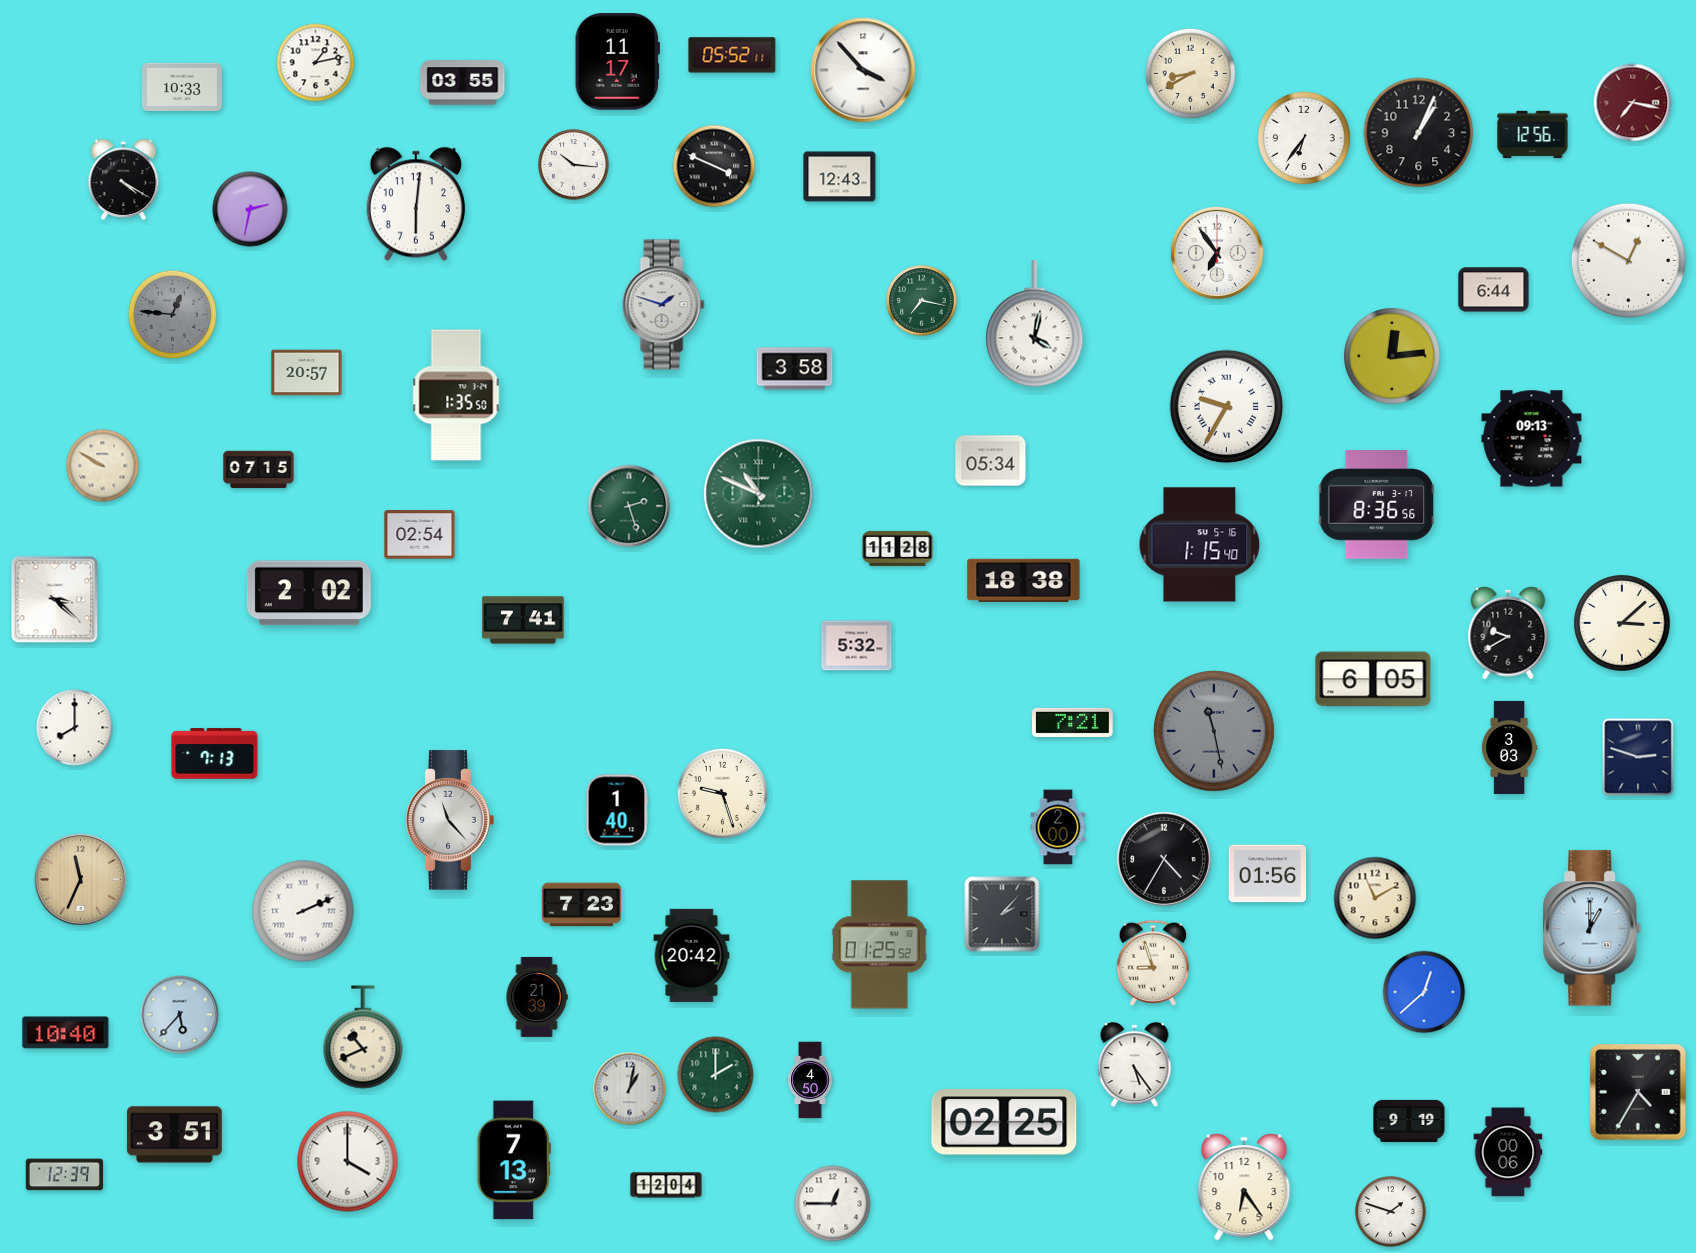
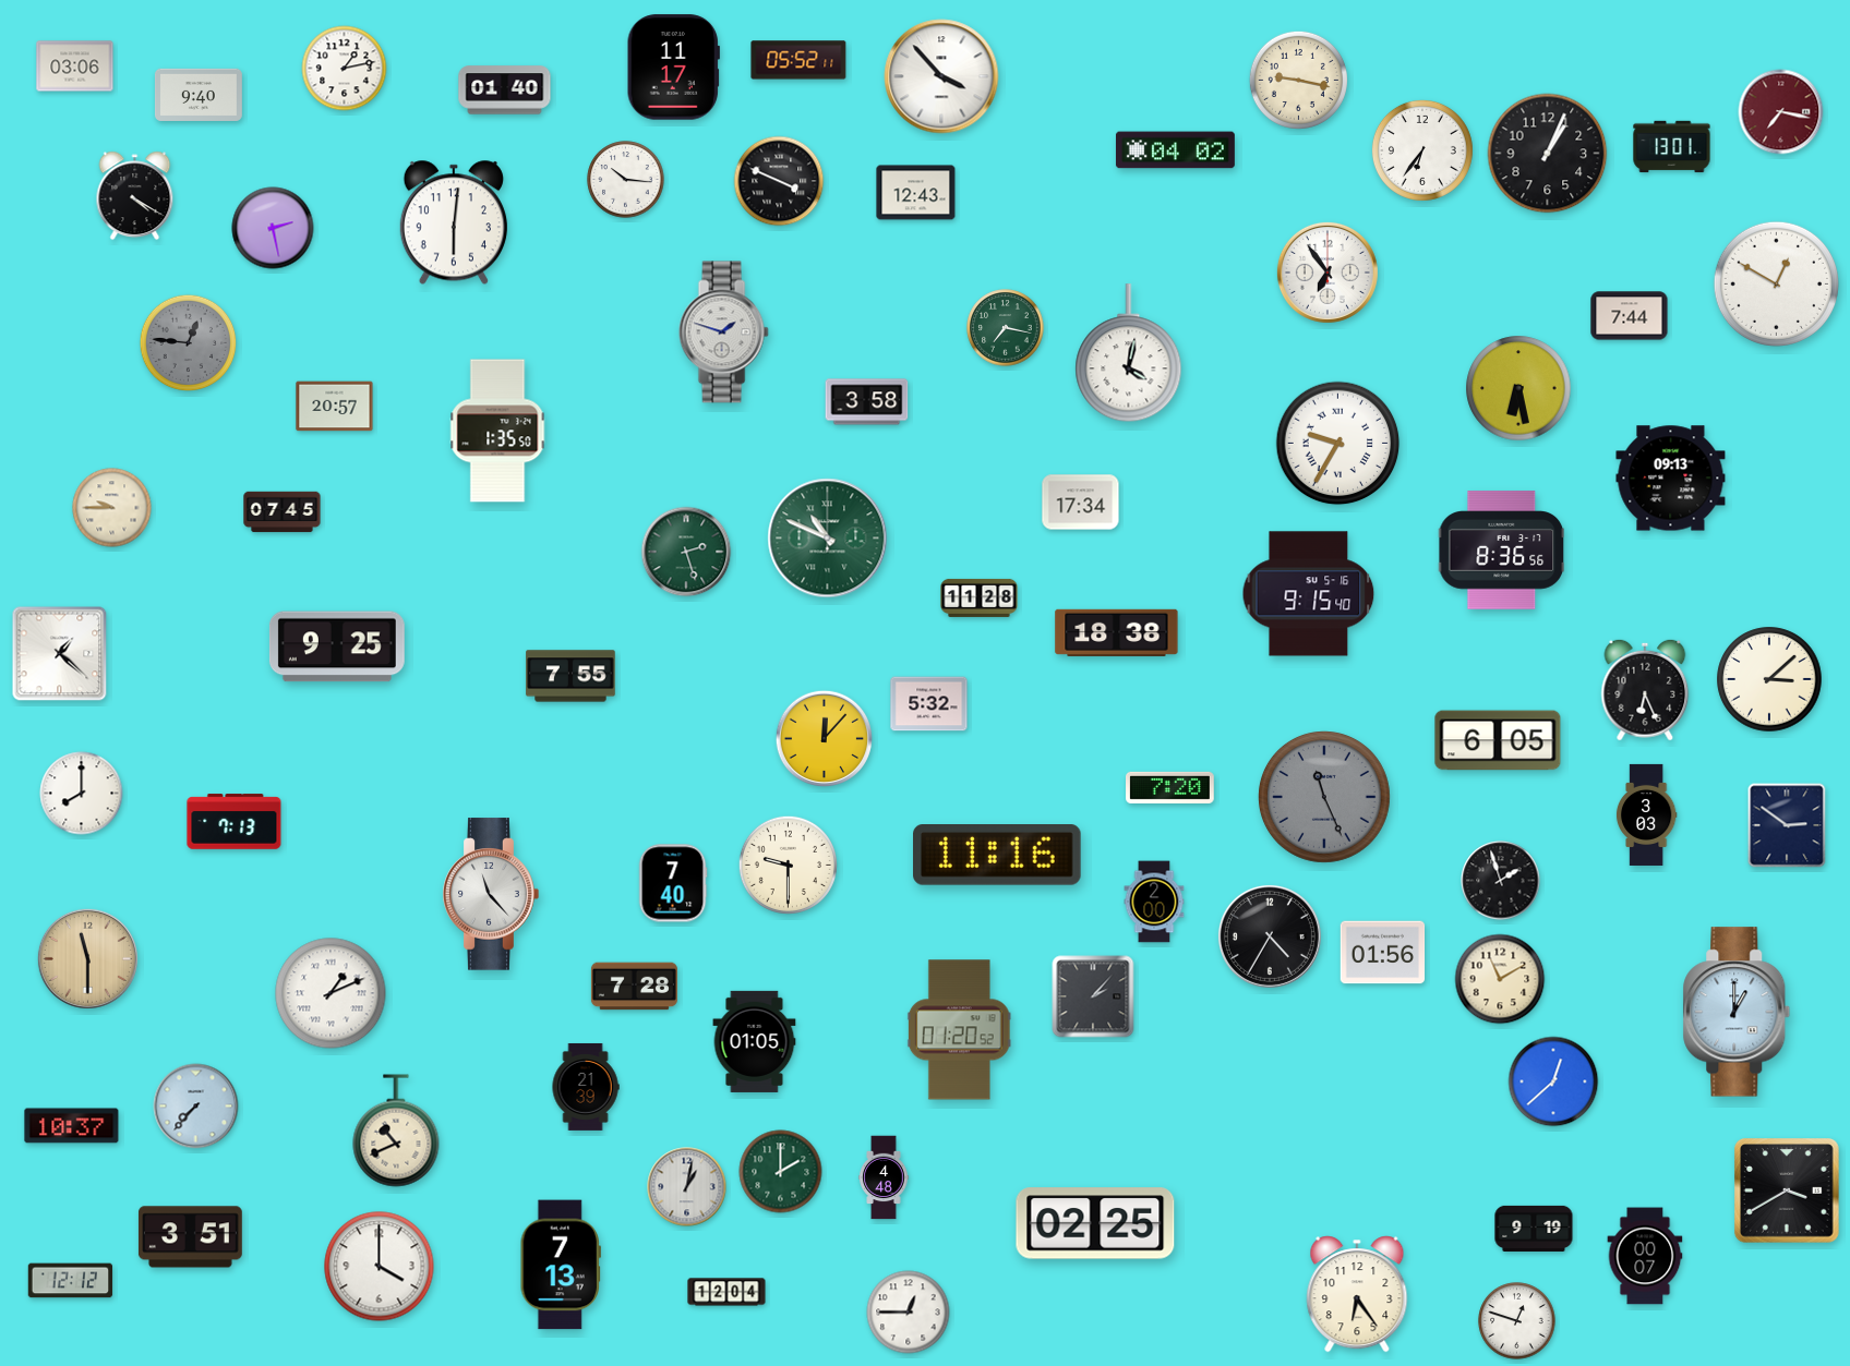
clock at (75, 67): none -> 03:06
clock at (1190, 73): 8:40 -> 9:17
clock at (463, 83): 03:55 -> 01:40
clock at (182, 87): 10:33 -> 9:40
clock at (1419, 133) position: (1419, 133) -> (1548, 154)
clock at (1533, 135): 12:56 -> 13:01
clock at (1175, 150): none -> 04:02
clock at (250, 209): 2:32 -> 2:28
clock at (1217, 253) position: (1217, 253) -> (1328, 273)
clock at (1494, 290): 6:44 -> 7:44
clock at (1392, 356): 12:14 -> 6:28
clock at (991, 461): 05:34 -> 17:34
clock at (103, 466): 9:50 -> 9:45
clock at (259, 470): 07:15 -> 07:45
clock at (420, 535): 02:54 -> none
clock at (1200, 545): 1:15 -> 9:15
clock at (309, 593): 2:02 -> 9:25
clock at (55, 600): 3:22 -> 1:22
clock at (523, 620): 7:41 -> 7:55
clock at (1508, 633): 9:40 -> 6:26
clock at (857, 646) position: (857, 646) -> (929, 704)
clock at (825, 739): none -> 12:07
clock at (1073, 722): 7:21 -> 7:20
clock at (1215, 732): 11:28 -> 11:26
clock at (1638, 757): 2:48 -> 2:51
clock at (998, 855): none -> 11:16
clock at (722, 793): 9:27 -> 9:30
clock at (1501, 881): none -> 1:57
clock at (617, 810): 1:40 -> 7:40
clock at (80, 879): 11:34 -> 11:30
clock at (581, 905): 7:23 -> 7:28
clock at (303, 911): 2:11 -> 1:11
clock at (879, 945): 01:25 -> 01:20
clock at (692, 955): 20:42 -> 01:05
clock at (1153, 963): 8:57 -> none
clock at (180, 1015): 5:37 -> 7:37
clock at (66, 1033): 10:40 -> 10:37
clock at (1135, 1065): 5:24 -> none
clock at (810, 1080): 4:50 -> 4:48
clock at (1639, 1093): 4:35 -> 3:40
clock at (1409, 1121) position: (1409, 1121) -> (1534, 1229)
clock at (1508, 1152): 00:06 -> 00:07
clock at (65, 1175): 12:39 -> 12:12
clock at (1391, 1212): 1:48 -> 12:48
